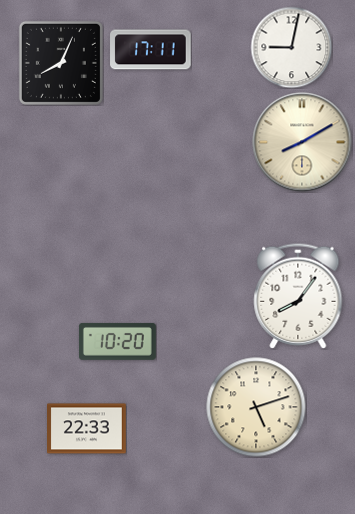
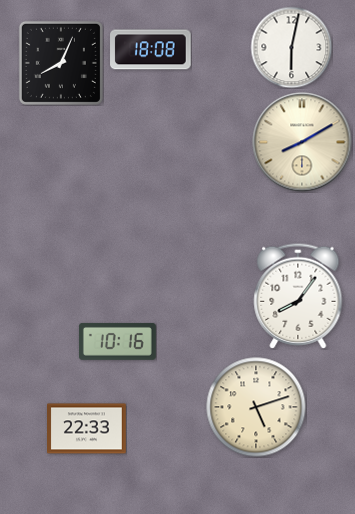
clock at (291, 47): 9:02 -> 6:02
clock at (151, 50): 17:11 -> 18:08
clock at (117, 341): 10:20 -> 10:16
